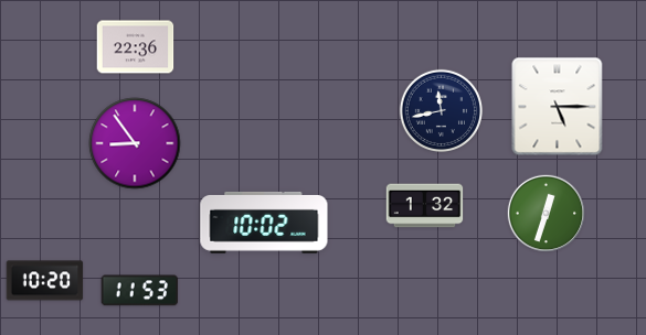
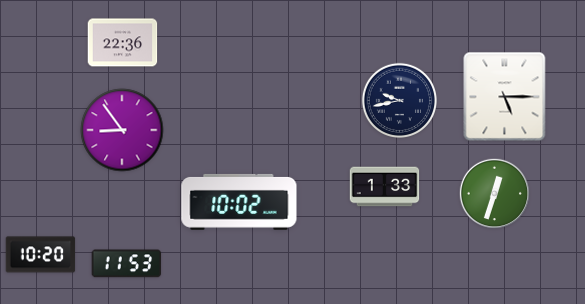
clock at (441, 110): 11:43 -> 9:43
clock at (425, 206): 1:32 -> 1:33
